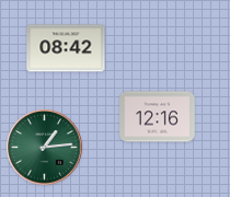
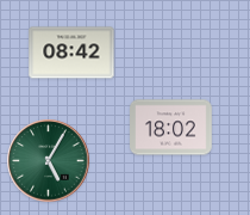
clock at (158, 117): 12:16 -> 18:02
clock at (45, 148): 1:14 -> 5:05
